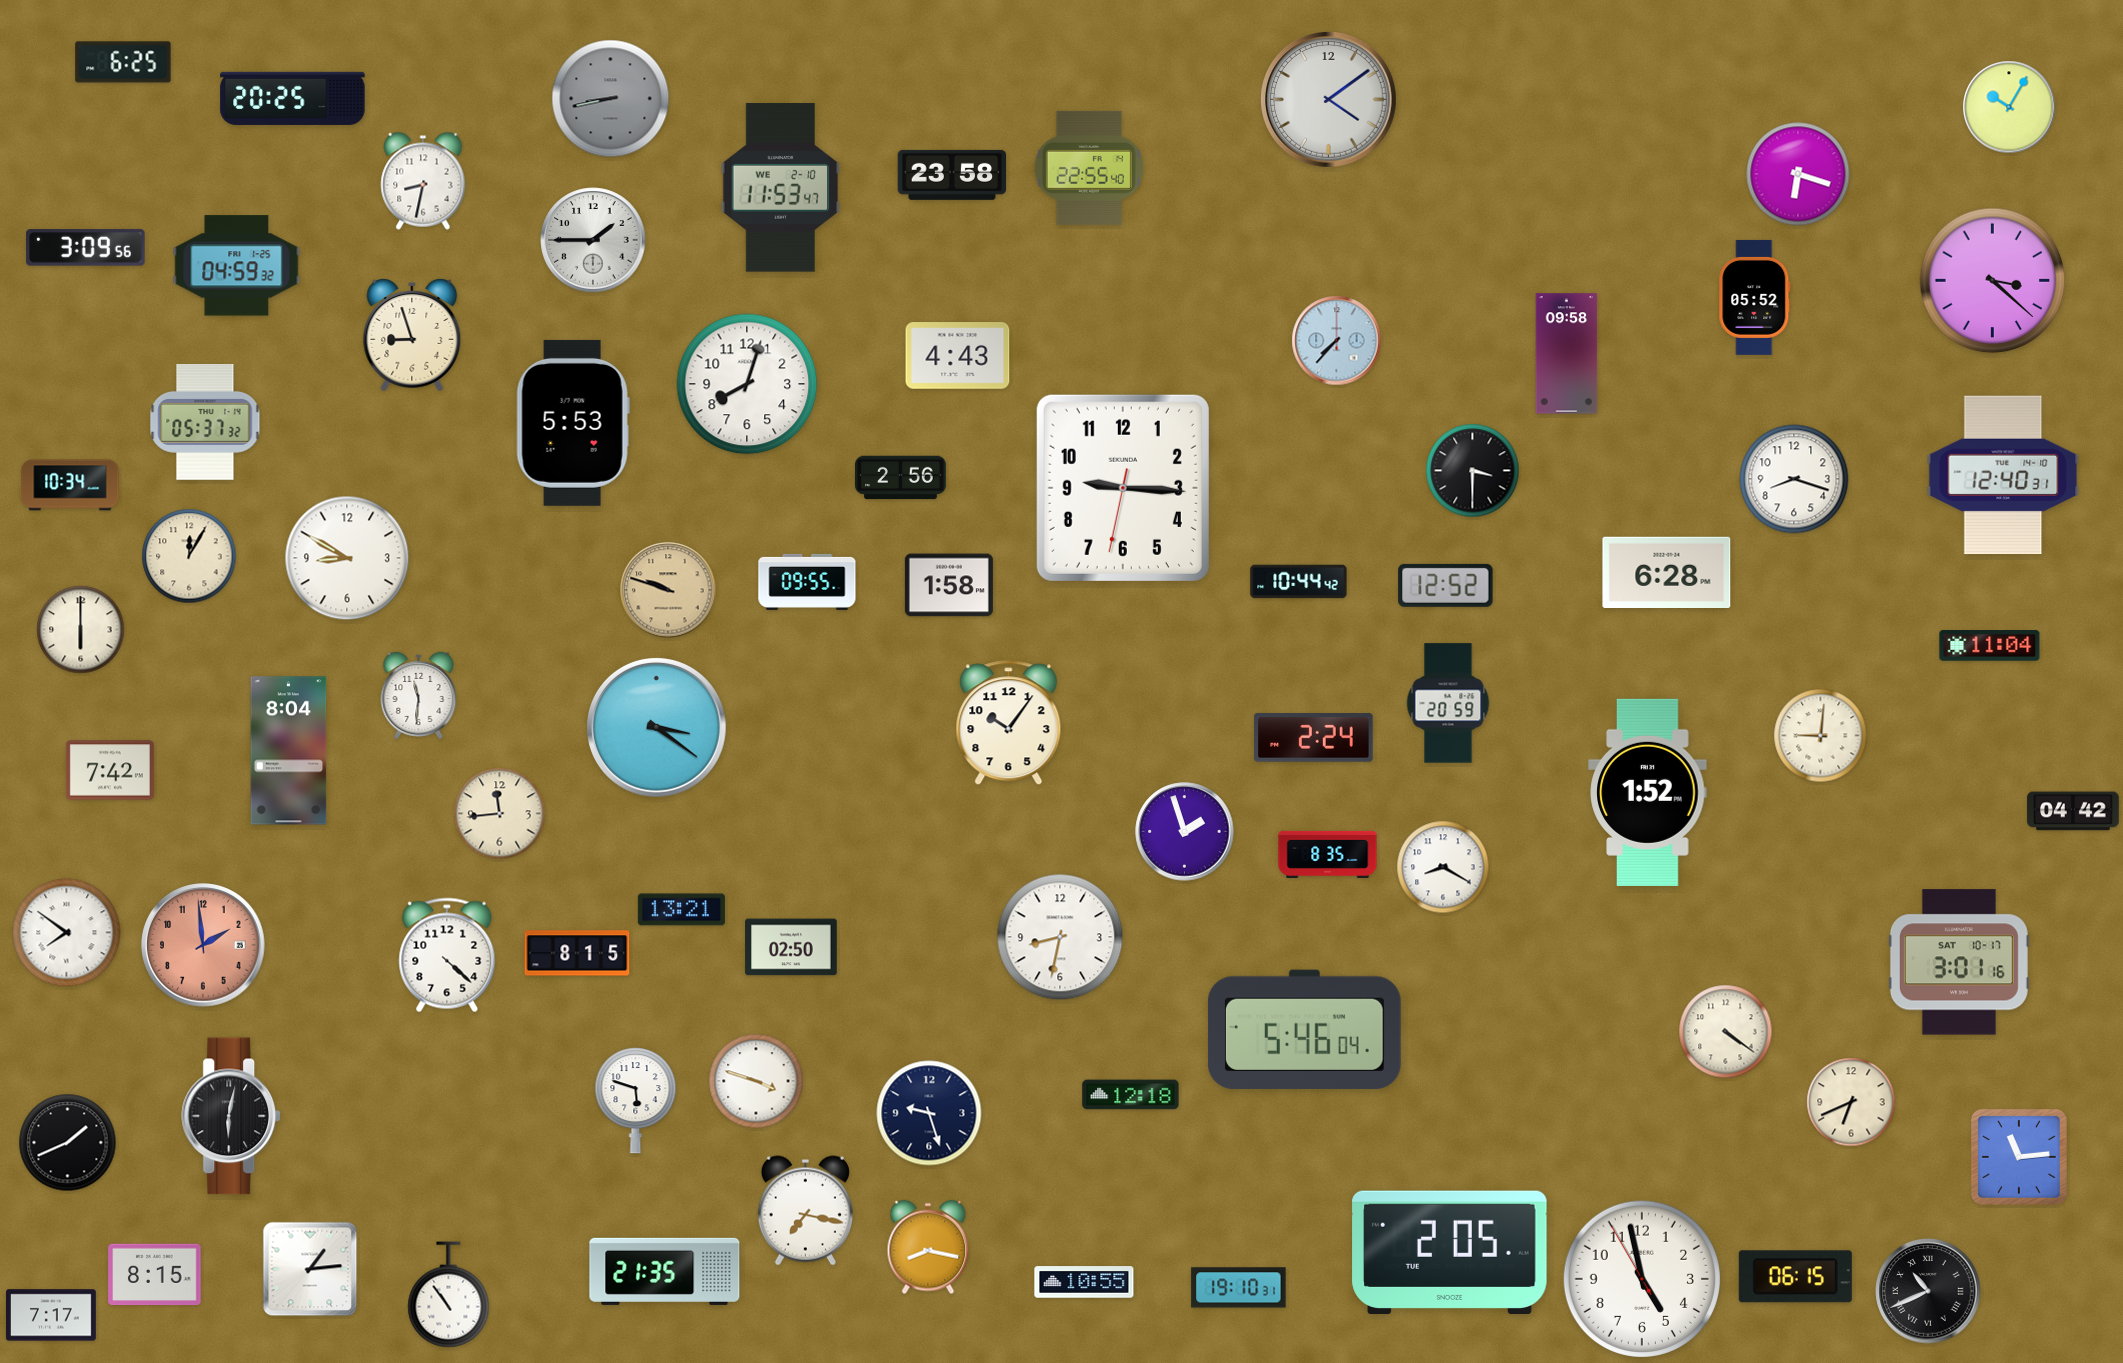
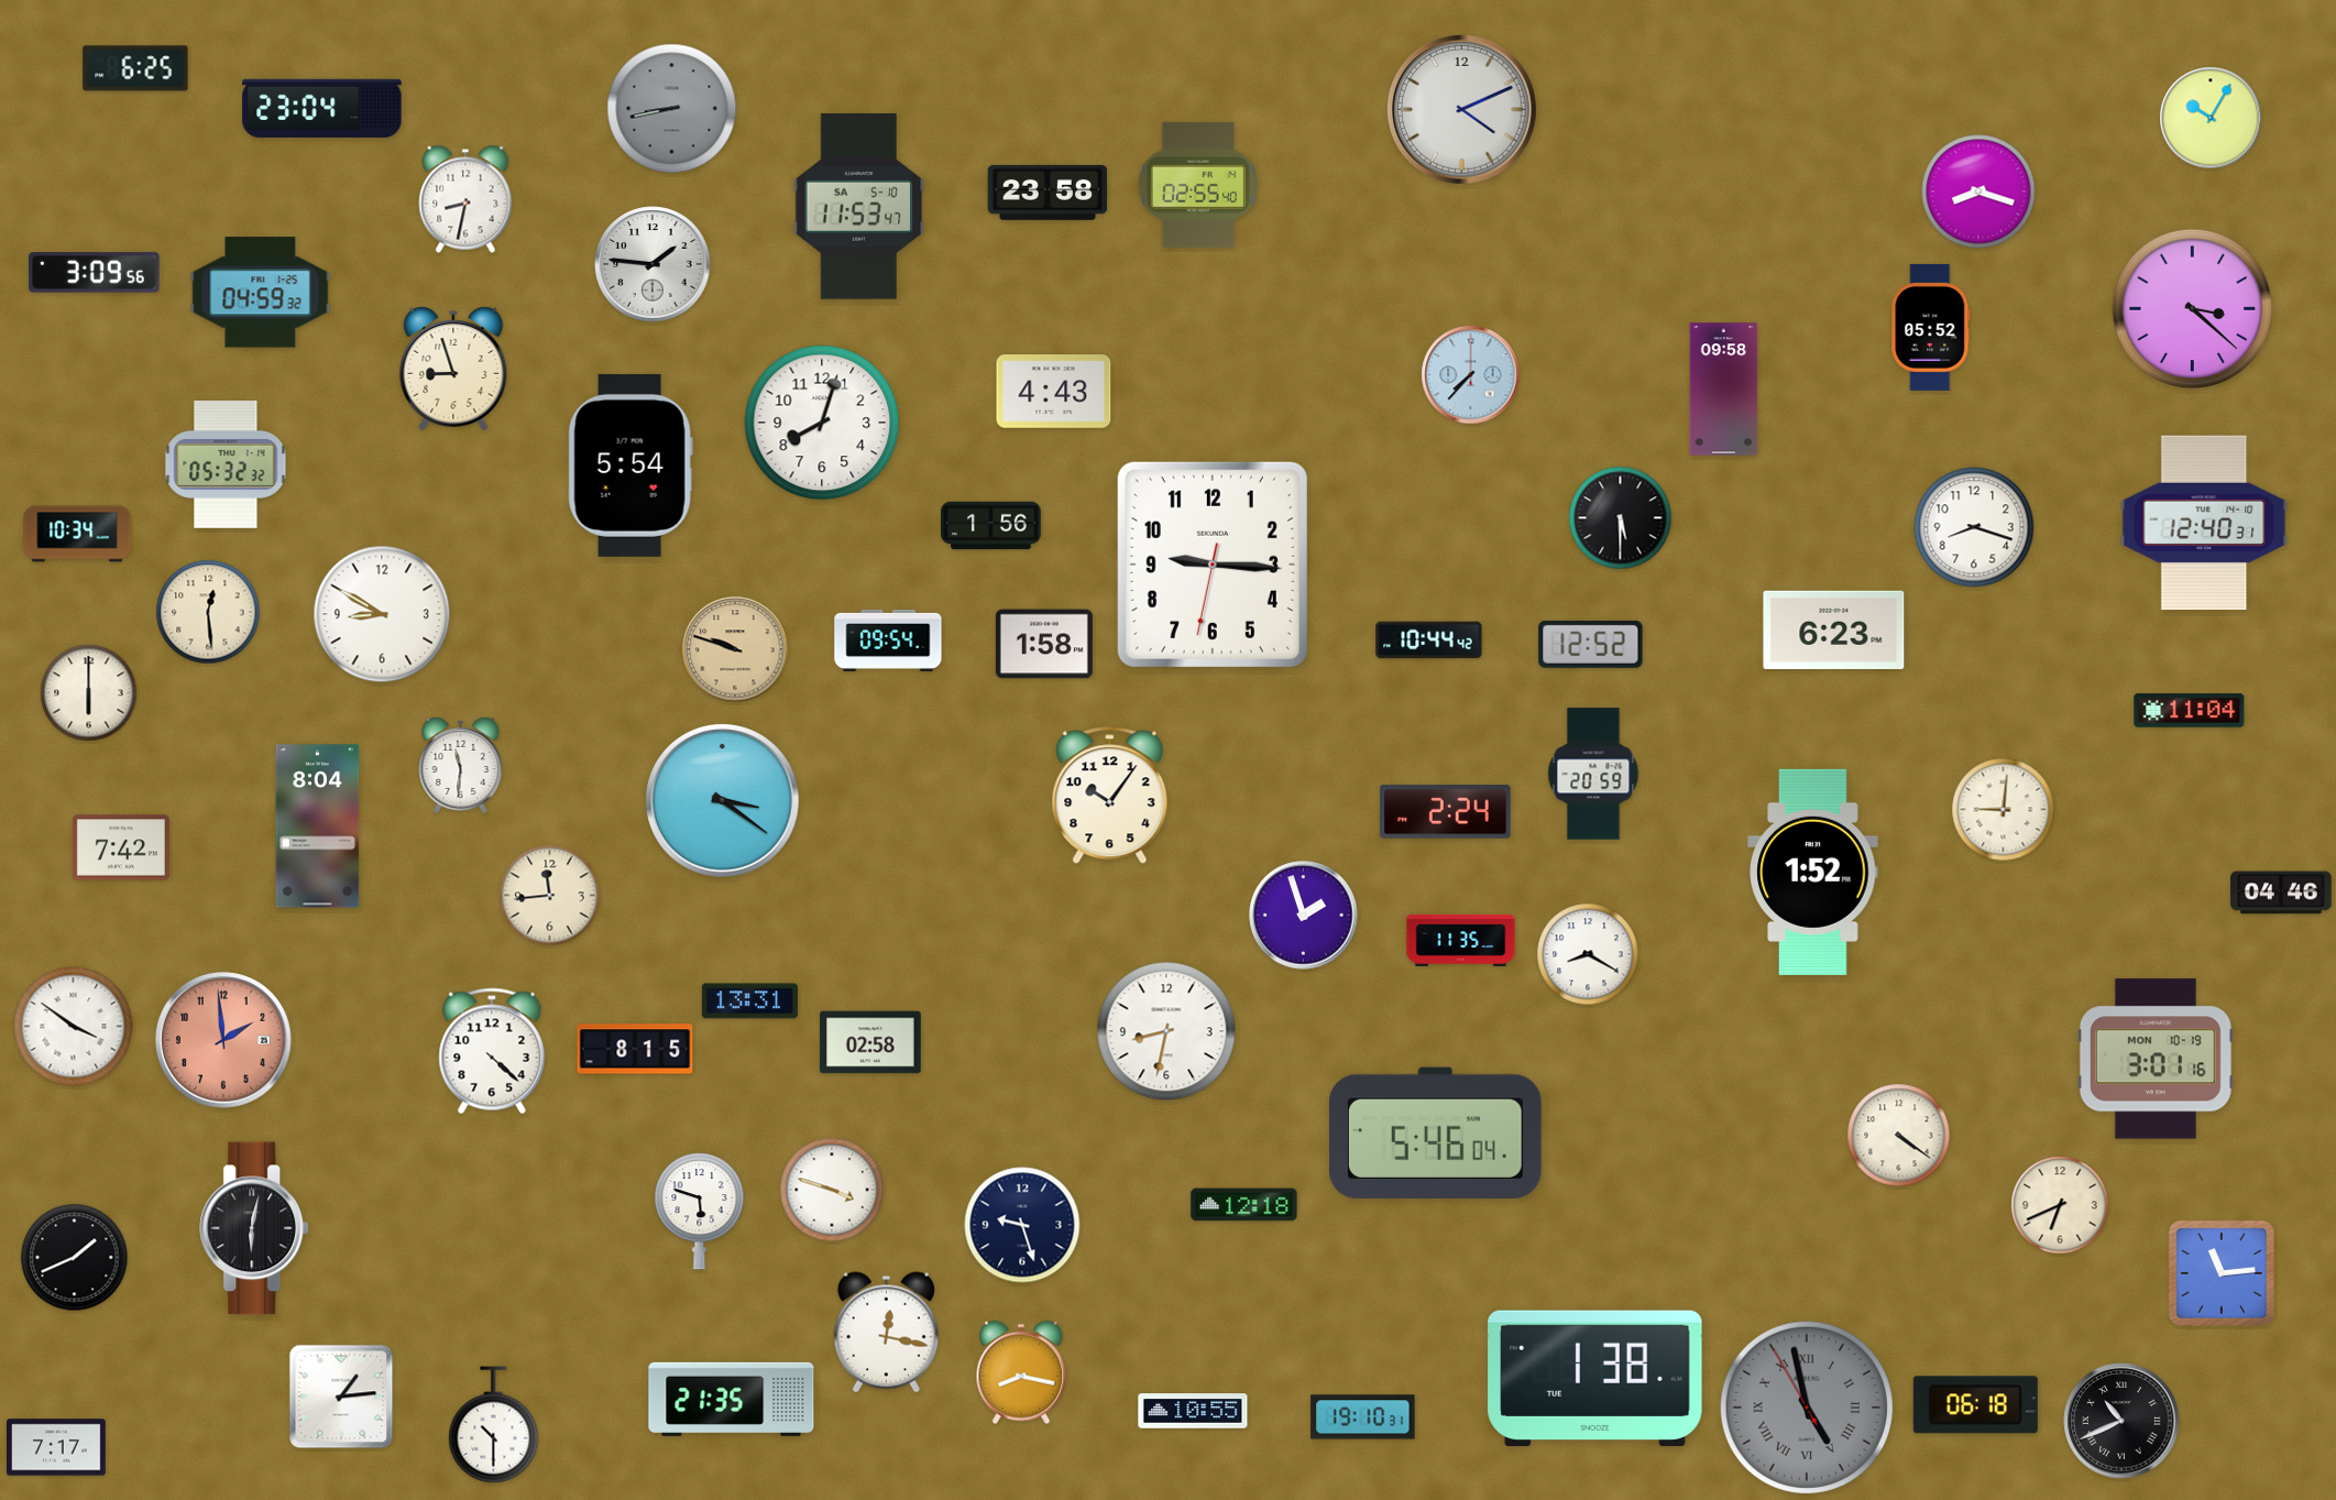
clock at (293, 98): 20:25 -> 23:04
clock at (1329, 100): 4:09 -> 4:11
clock at (1089, 168): 22:55 -> 02:55
clock at (1798, 174): 6:18 -> 8:18
clock at (781, 188) date: WE 2-10 -> SA 5-10
clock at (593, 240): 1:45 -> 1:46
clock at (205, 422): 05:37 -> 05:32
clock at (573, 423): 5:53 -> 5:54
clock at (1473, 471): 3:30 -> 5:30
clock at (901, 478): 2:56 -> 1:56
clock at (1123, 488) position: (1123, 488) -> (1213, 565)
clock at (189, 556): 12:05 -> 12:29
clock at (1667, 572): 6:28 -> 6:23
clock at (807, 582): 09:55 -> 09:54
clock at (2073, 811): 04:42 -> 04:46
clock at (1328, 854): 8:35 -> 11:35
clock at (681, 910): 13:21 -> 13:31
clock at (67, 933): 7:51 -> 3:51
clock at (791, 947): 02:50 -> 02:58
clock at (1959, 962) date: SAT 10-17 -> MON 10-19
clock at (1851, 1102) position: (1851, 1102) -> (2060, 1205)
clock at (805, 1211): 7:17 -> 12:17
clock at (1450, 1252): 2:05 -> 1:38
clock at (155, 1275): 8:15 -> none
clock at (1795, 1277): 06:15 -> 06:18
clock at (1642, 1279) dial: white -> grey
clock at (1642, 1279) numerals: Arabic -> Roman
clock at (449, 1295): 10:54 -> 10:30
